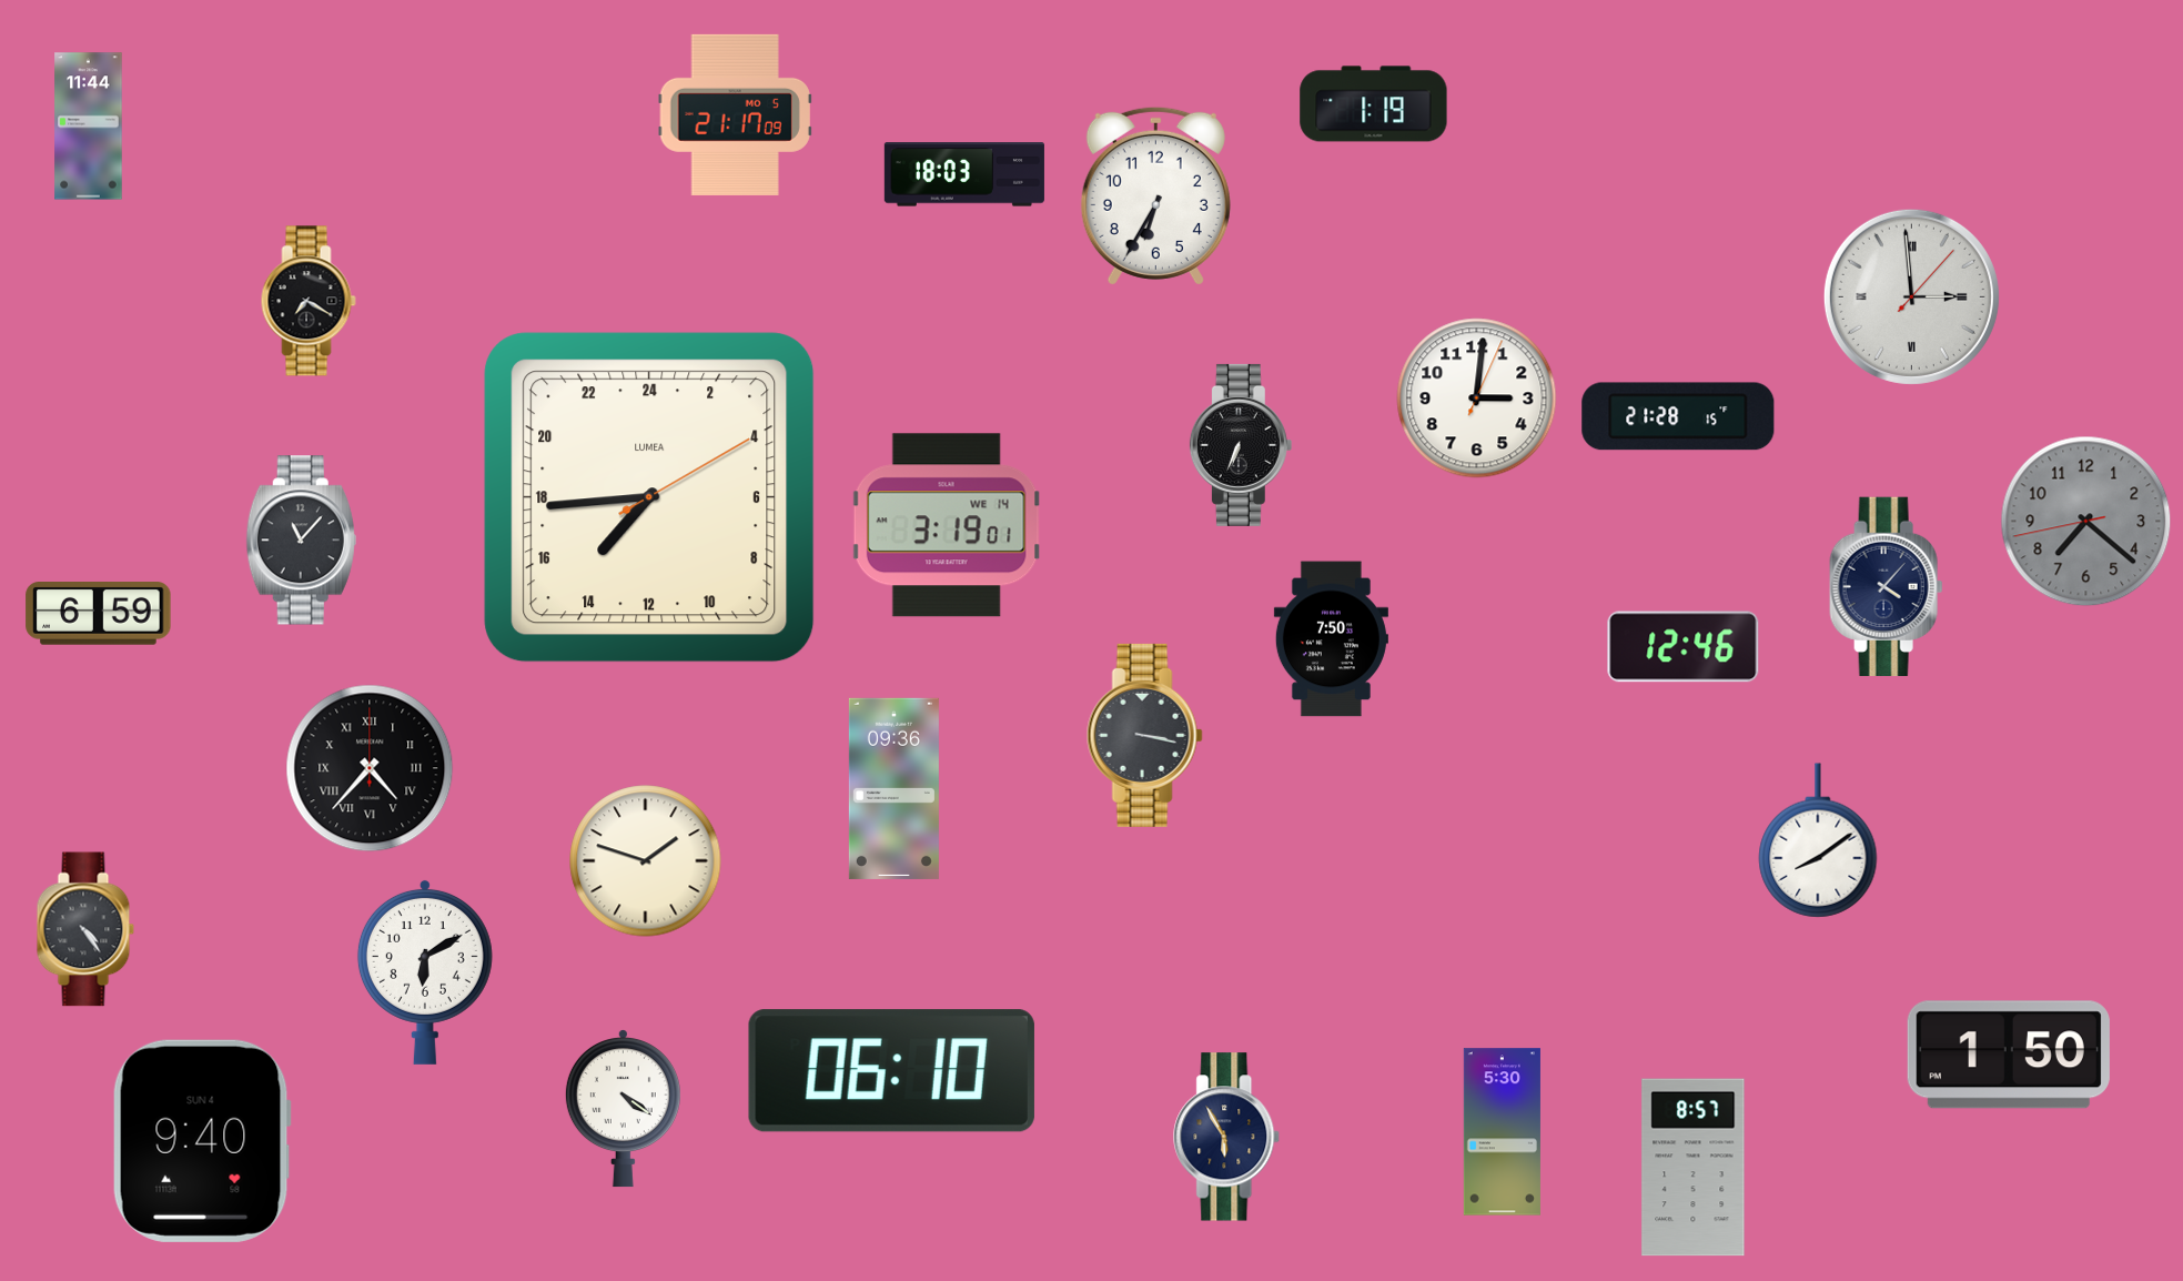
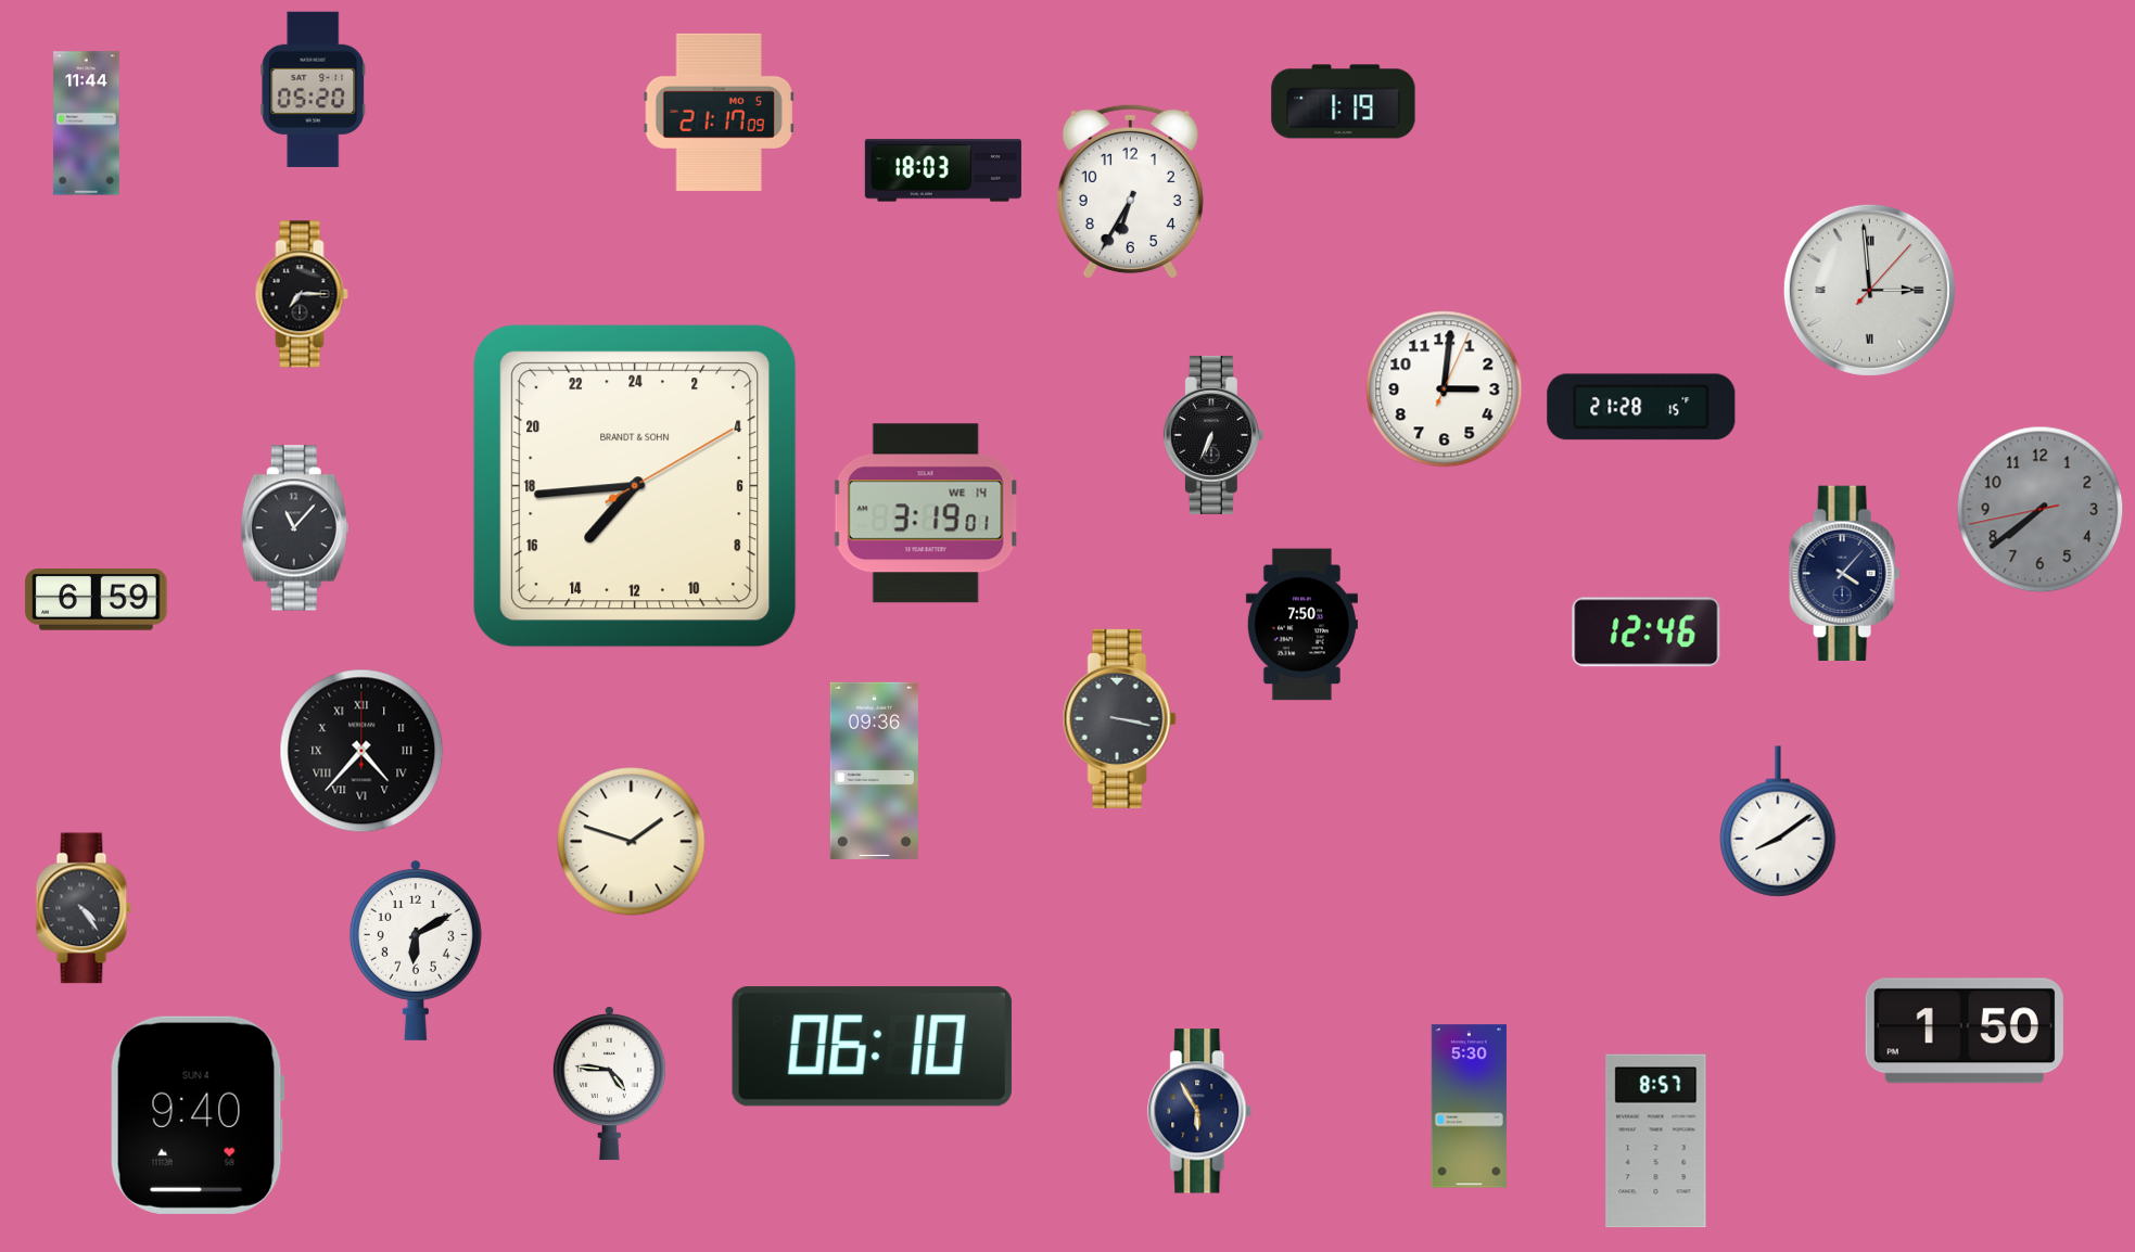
clock at (314, 89): none -> 05:20
clock at (309, 301): 7:20 -> 7:15
clock at (649, 497) brand: LUMEA -> BRANDT & SOHN
clock at (2086, 522): 7:21 -> 7:38
clock at (623, 1108): 4:21 -> 4:46
